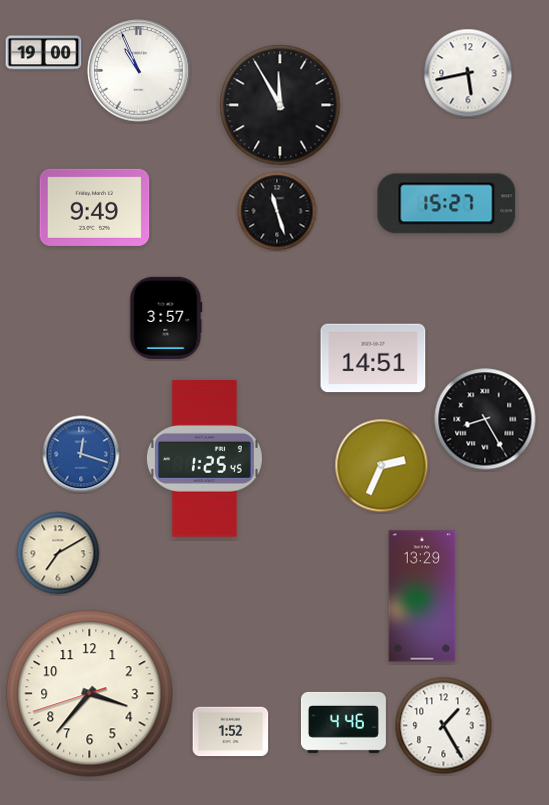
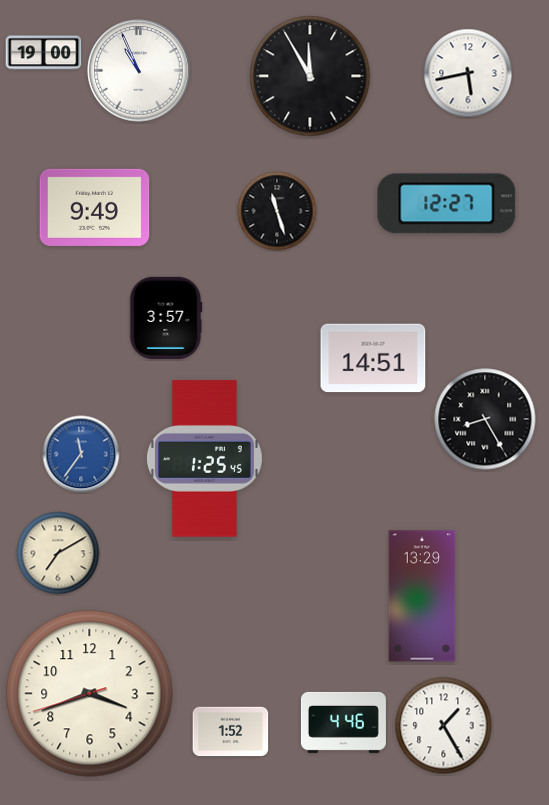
clock at (280, 105) position: (280, 105) -> (310, 76)
clock at (447, 204): 15:27 -> 12:27
clock at (81, 454): 12:18 -> 11:36
clock at (382, 466): 2:34 -> none
clock at (90, 694): 3:36 -> 3:41
